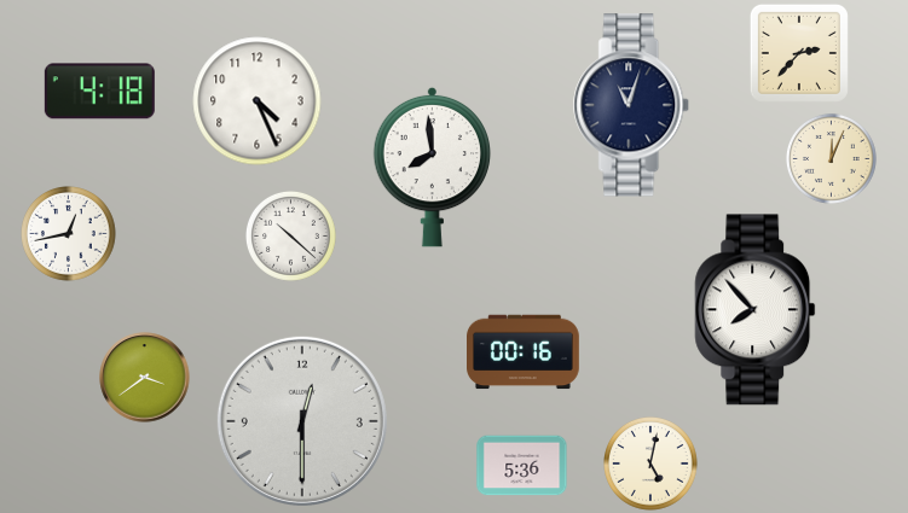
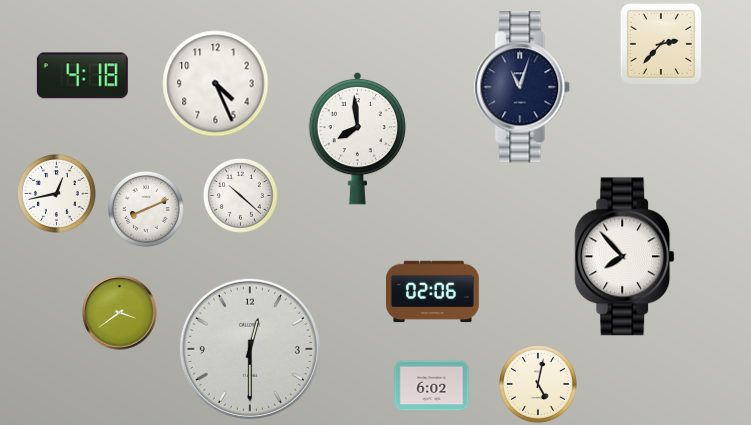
clock at (258, 101) position: (258, 101) -> (216, 84)
clock at (831, 158): 12:04 -> none
clock at (146, 209): none -> 8:11
clock at (524, 352): 00:16 -> 02:06
clock at (522, 466): 5:36 -> 6:02
